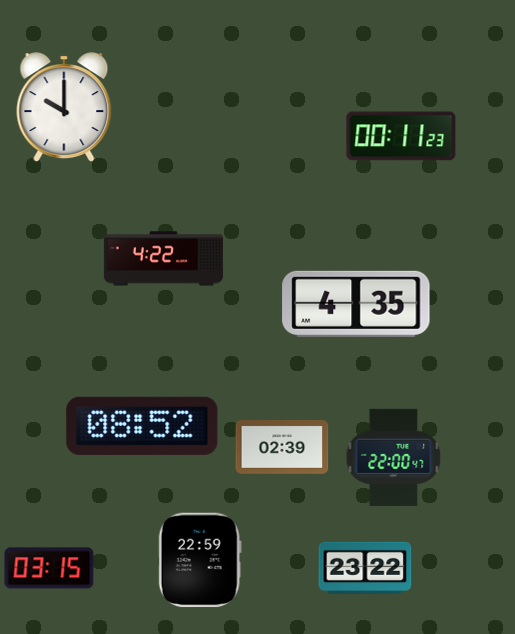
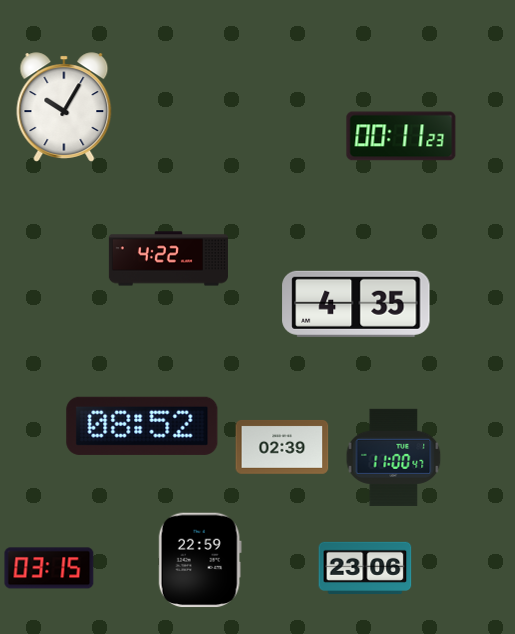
clock at (64, 107): 10:00 -> 10:05
clock at (163, 259) position: (163, 259) -> (168, 259)
clock at (394, 457): 22:00 -> 11:00
clock at (365, 567): 23:22 -> 23:06
